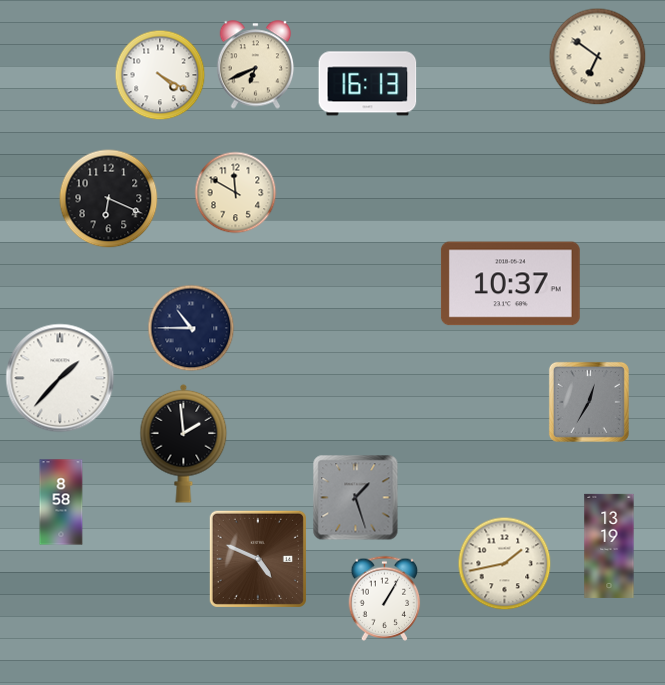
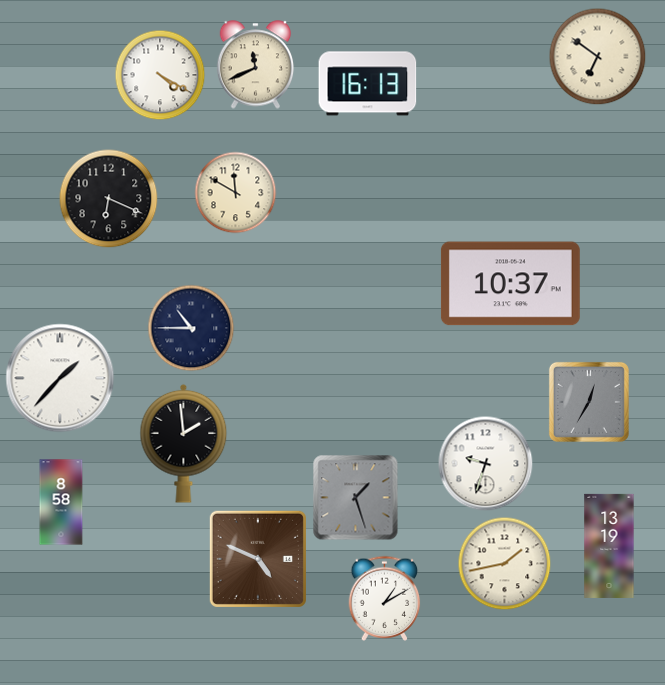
clock at (256, 65): 6:41 -> 11:41
clock at (486, 464): none -> 9:33
clock at (385, 598): 1:05 -> 1:10
